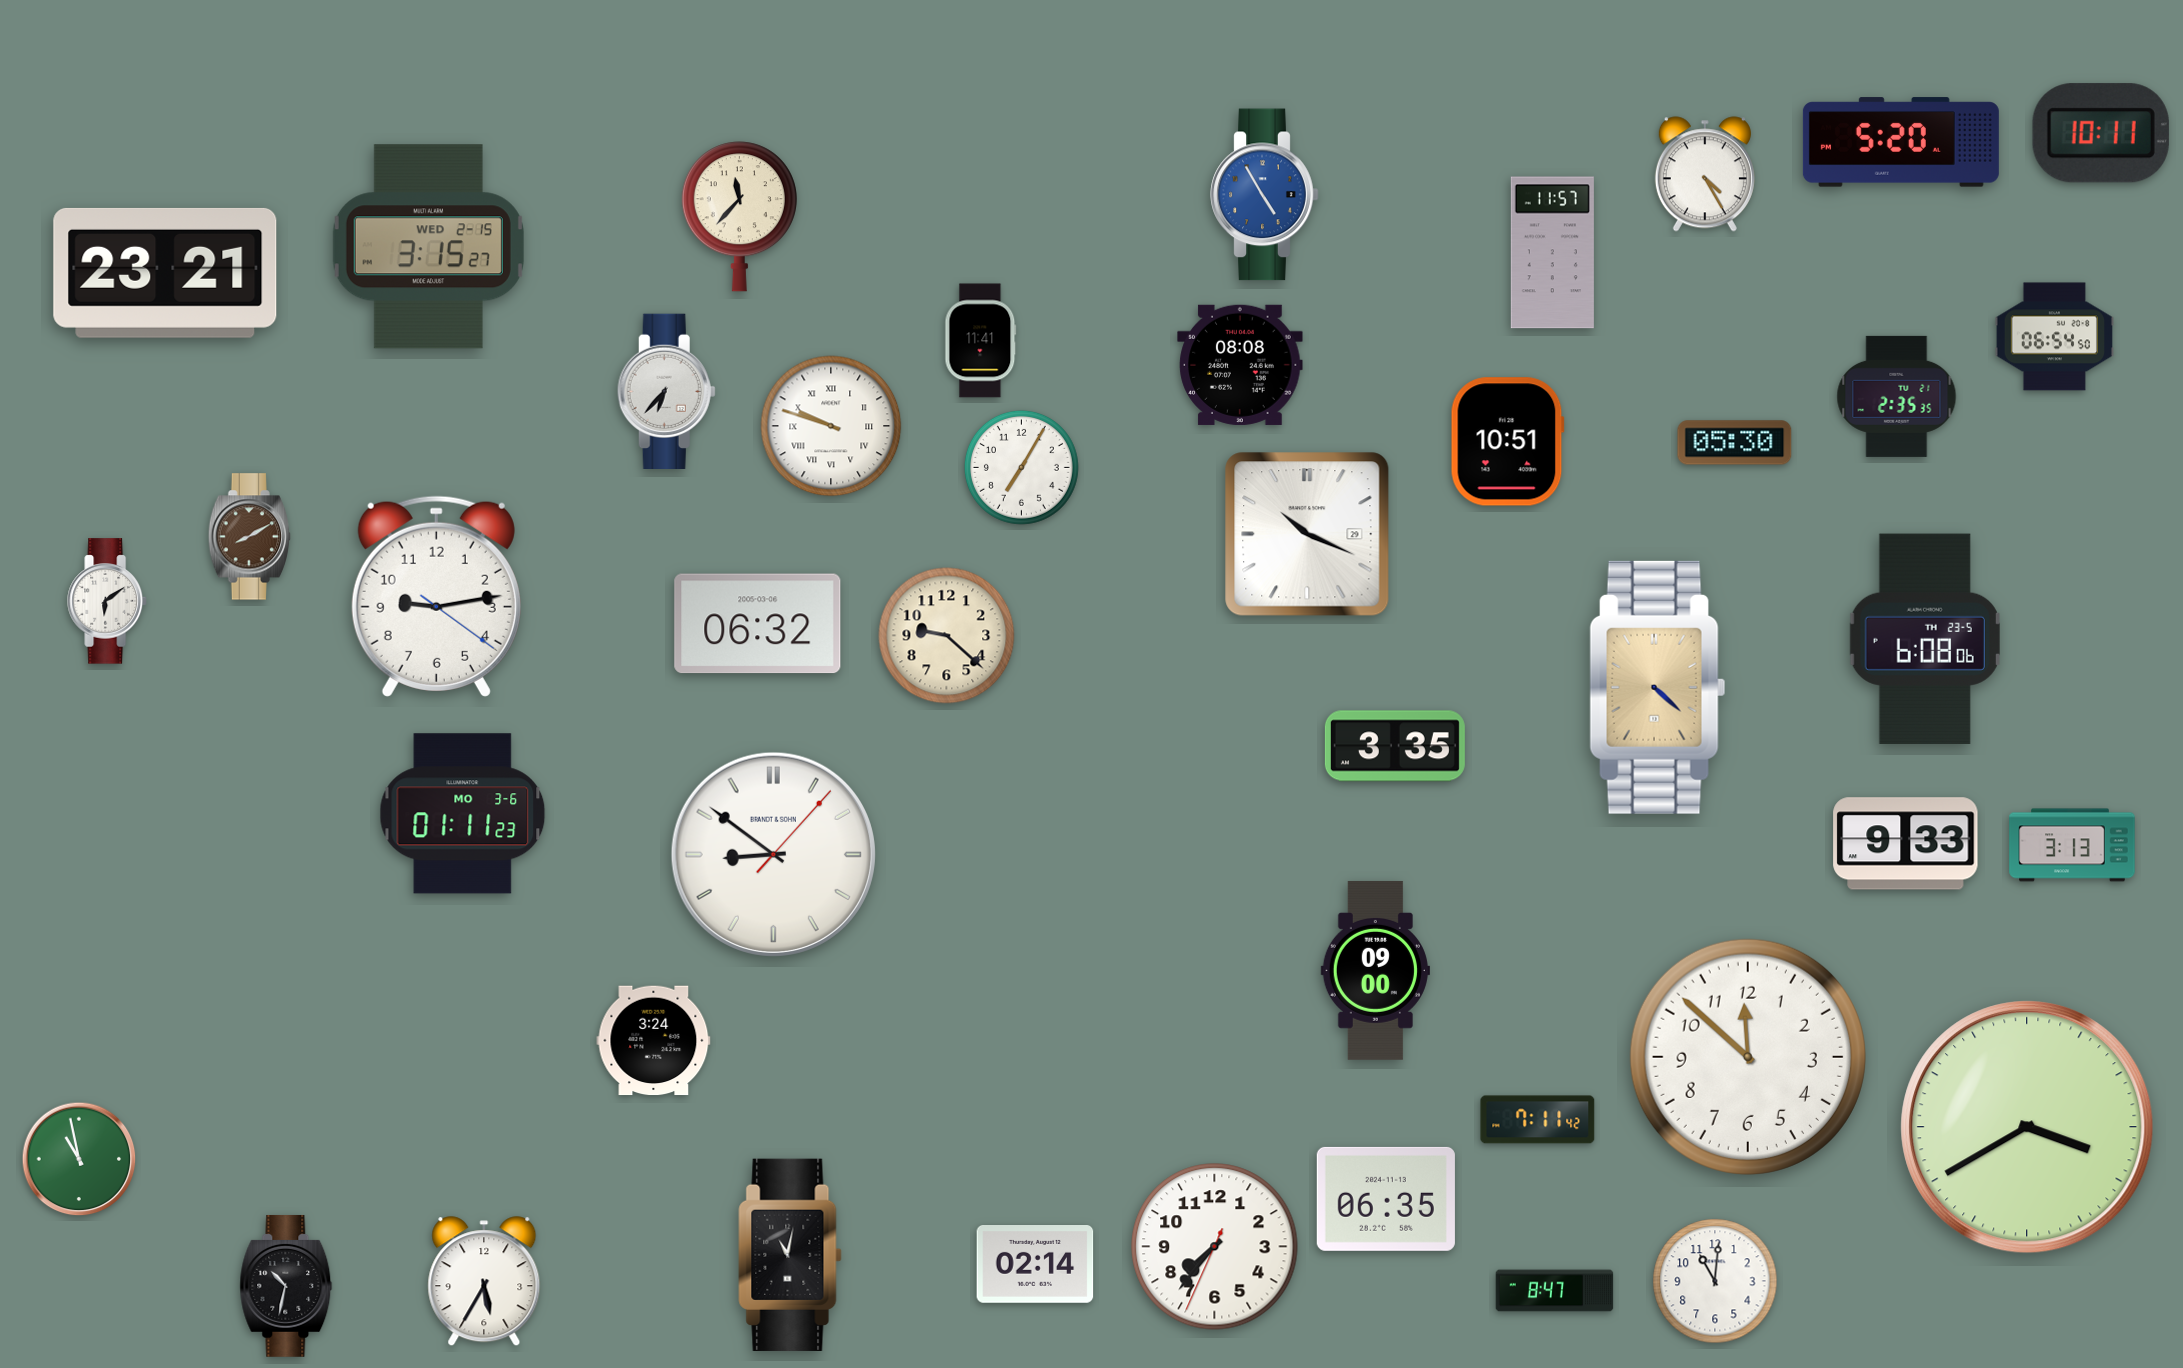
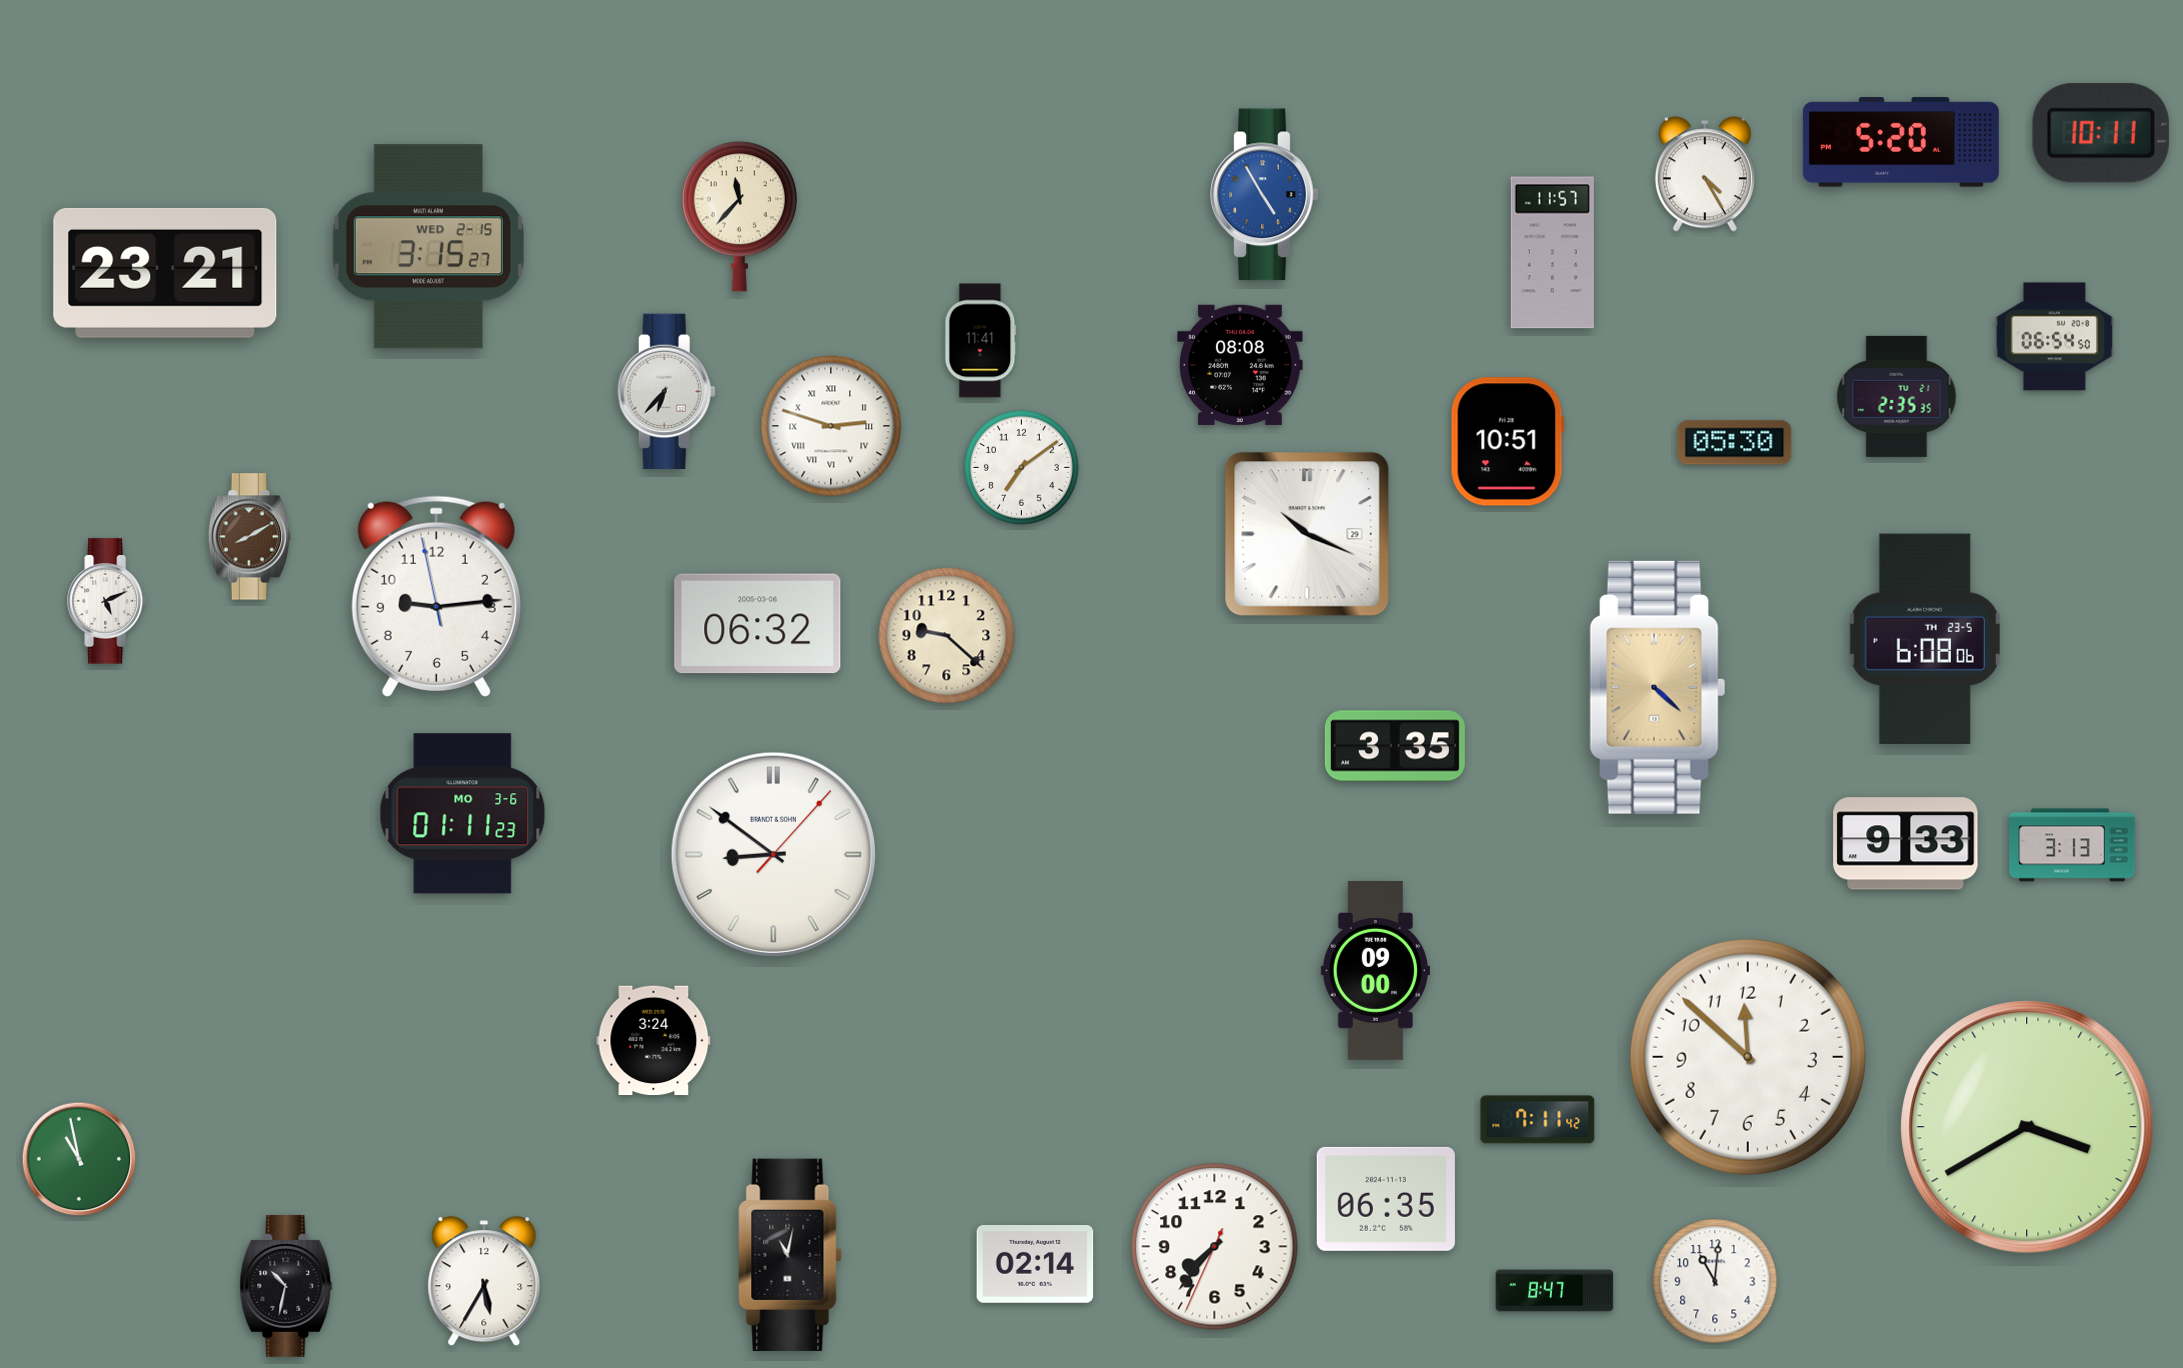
clock at (831, 426): 9:48 -> 2:48
clock at (1021, 467): 7:05 -> 7:09
clock at (436, 596): 9:13:21 -> 9:13:58
clock at (107, 601): 6:09 -> 5:11
